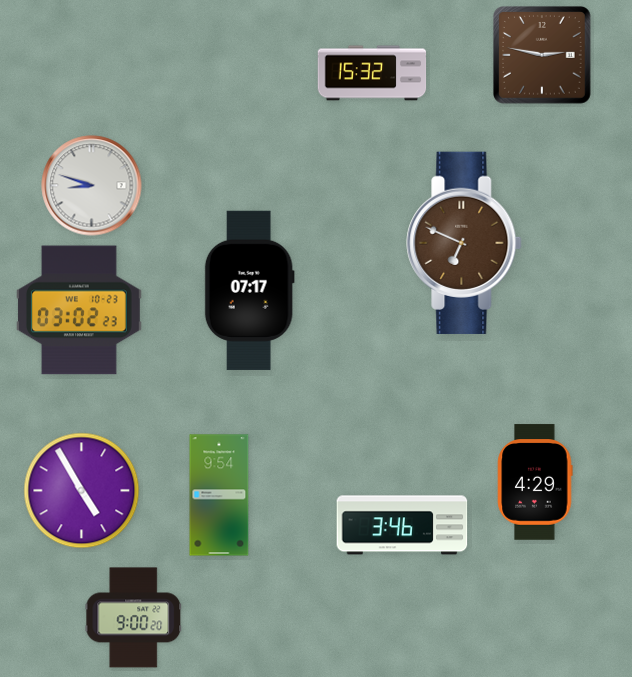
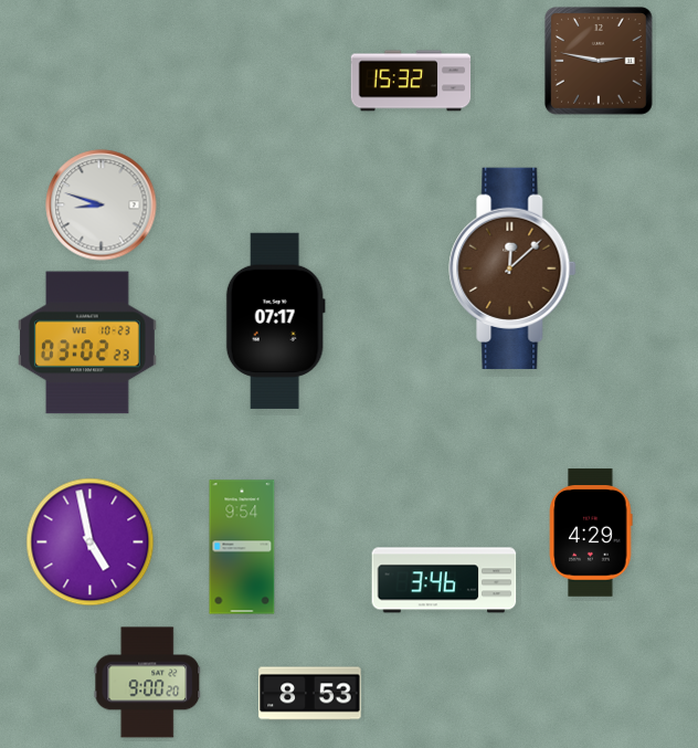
clock at (464, 243): 6:49 -> 12:08
clock at (82, 491): 4:55 -> 4:58
clock at (310, 694): none -> 8:53
